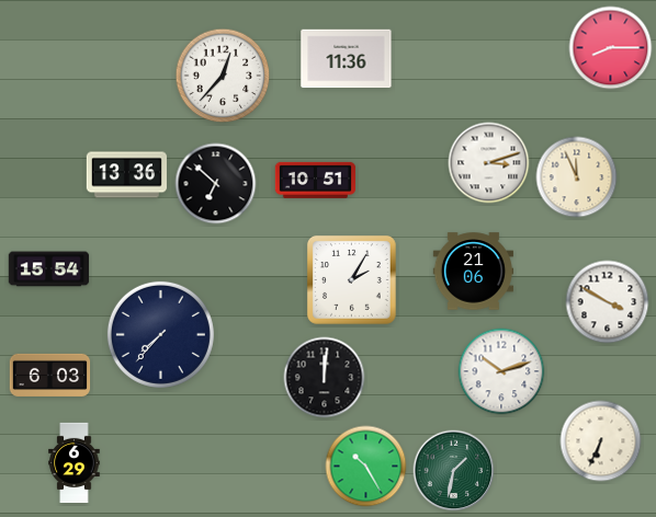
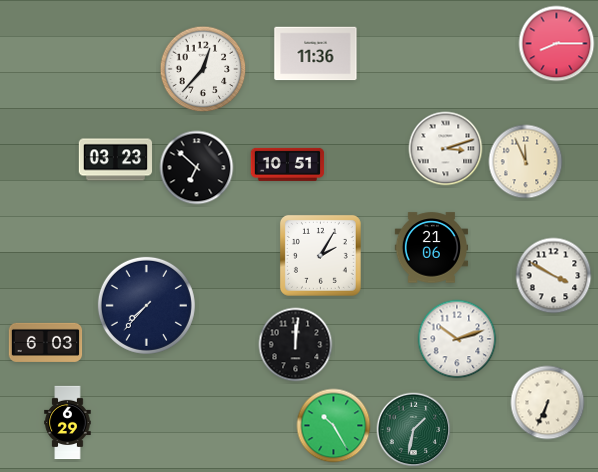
clock at (127, 175): 13:36 -> 03:23
clock at (49, 269): 15:54 -> none
